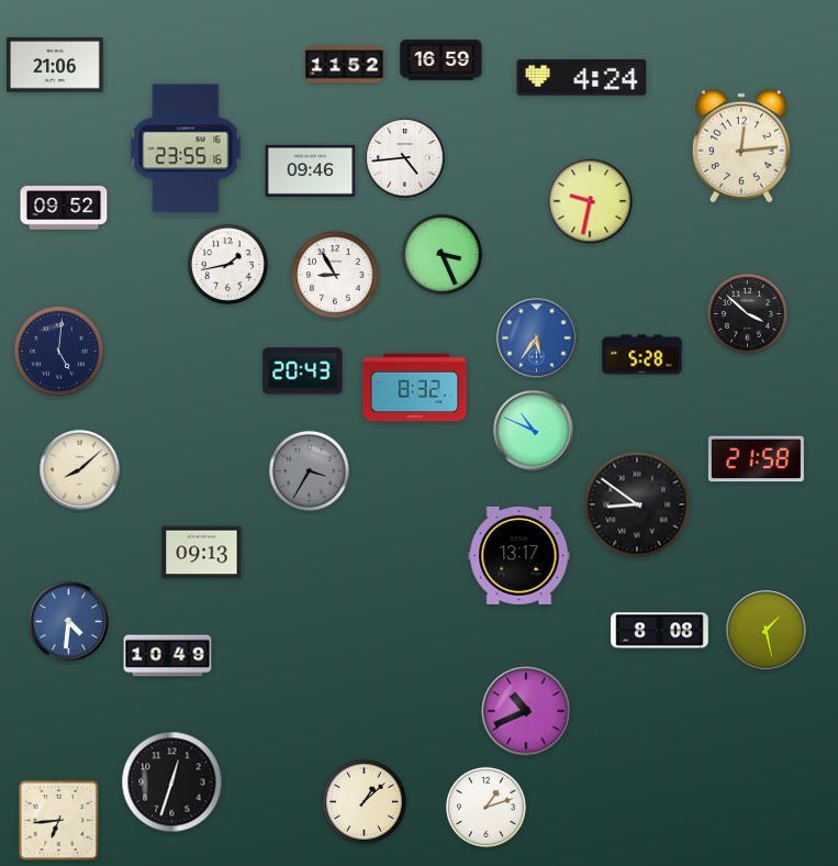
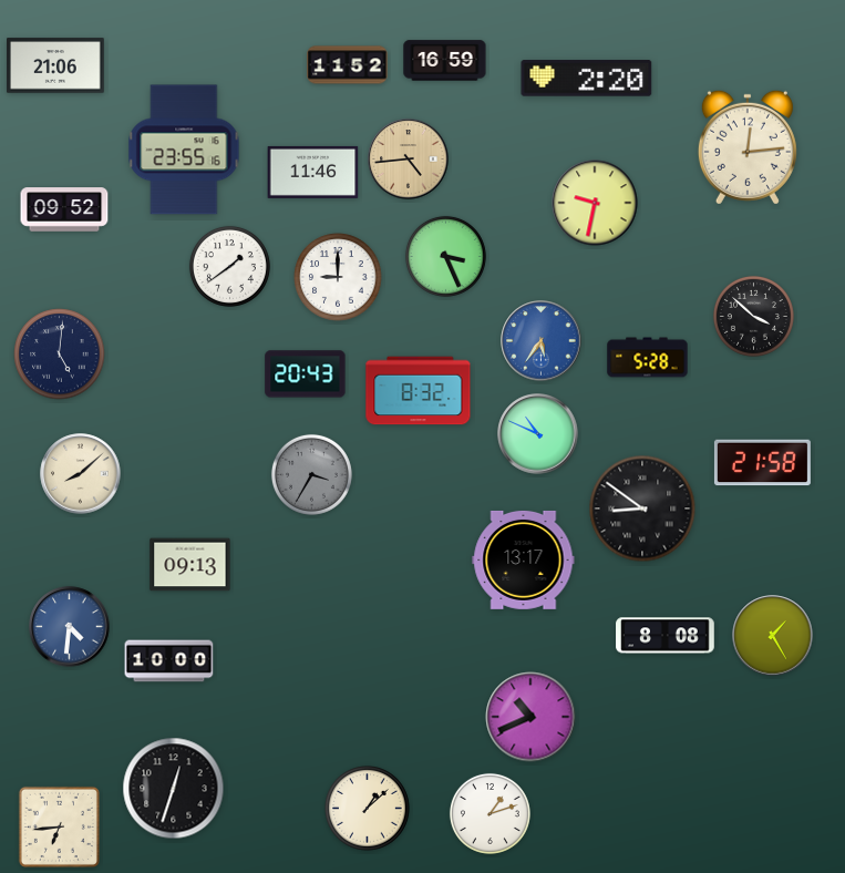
clock at (582, 78): 4:24 -> 2:20
clock at (186, 148) position: (186, 148) -> (184, 150)
clock at (405, 158) dial: white -> champagne
clock at (311, 170): 09:46 -> 11:46
clock at (227, 264): 1:43 -> 1:39
clock at (335, 275): 8:55 -> 9:00
clock at (202, 553) position: (202, 553) -> (190, 565)
clock at (767, 631): 1:28 -> 1:25
clock at (168, 656): 10:49 -> 10:00
